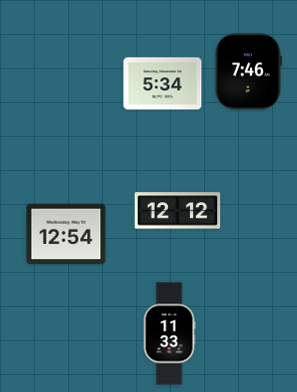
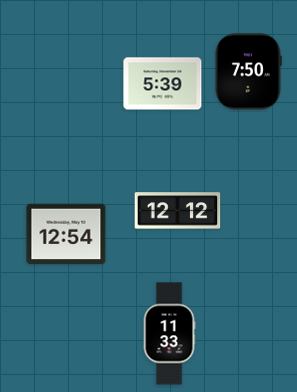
clock at (248, 72): 7:46 -> 7:50
clock at (163, 84): 5:34 -> 5:39
